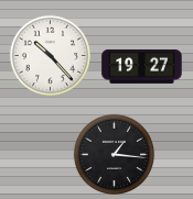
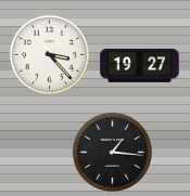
clock at (50, 55): 10:23 -> 3:23
